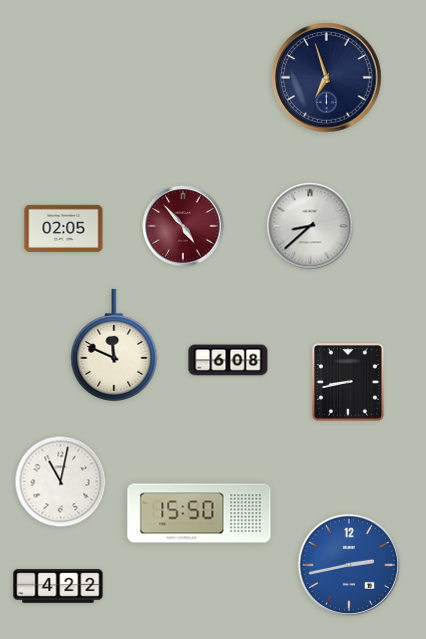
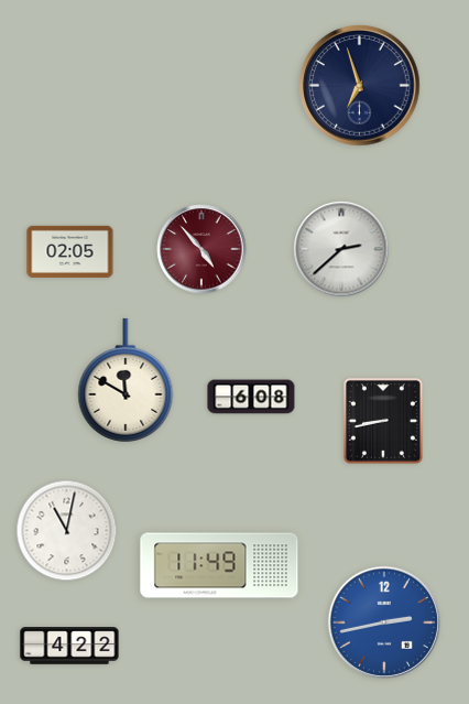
clock at (310, 226): 8:38 -> 2:38
clock at (114, 345): 11:49 -> 11:50
clock at (199, 513): 15:50 -> 11:49
clock at (58, 586) position: (58, 586) -> (69, 646)
